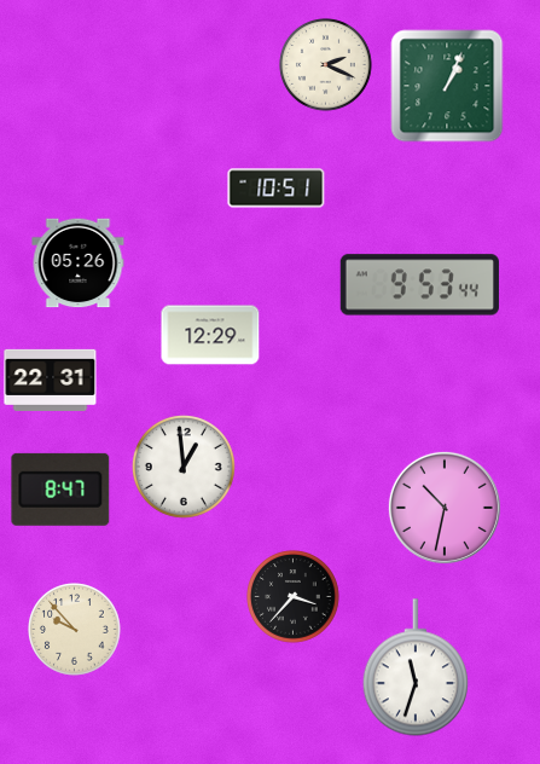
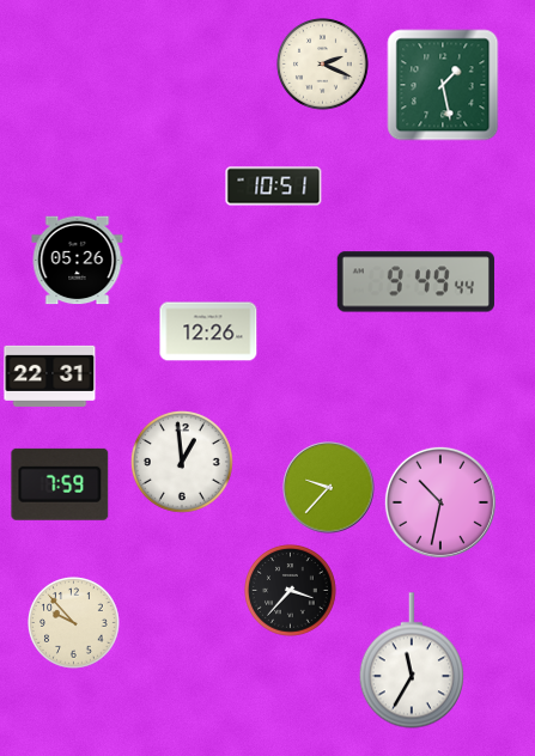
clock at (447, 86): 1:04 -> 1:28
clock at (419, 285): 9:53 -> 9:49
clock at (210, 335): 12:29 -> 12:26
clock at (60, 490): 8:47 -> 7:59
clock at (329, 488): none -> 9:37
clock at (416, 667): 11:33 -> 11:35
